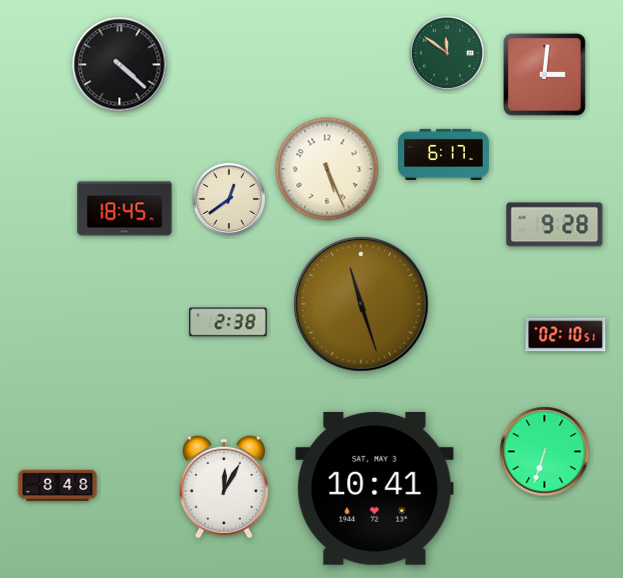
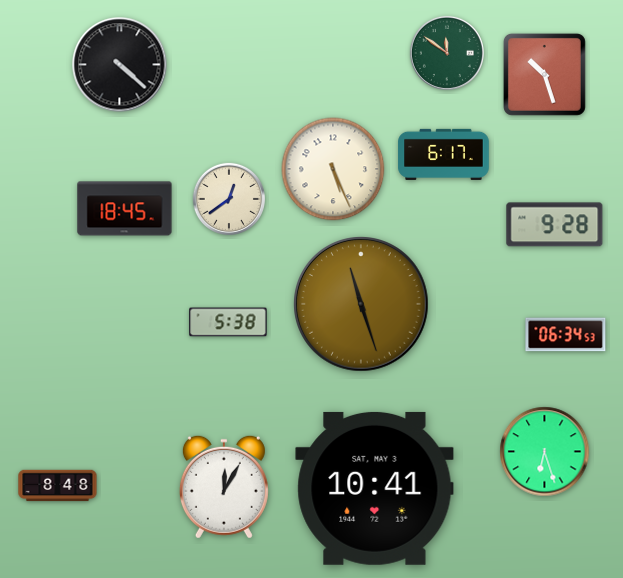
clock at (544, 74): 3:01 -> 10:27
clock at (327, 169) position: (327, 169) -> (333, 169)
clock at (228, 322): 2:38 -> 5:38
clock at (566, 335): 02:10 -> 06:34
clock at (545, 452): 6:33 -> 6:27
